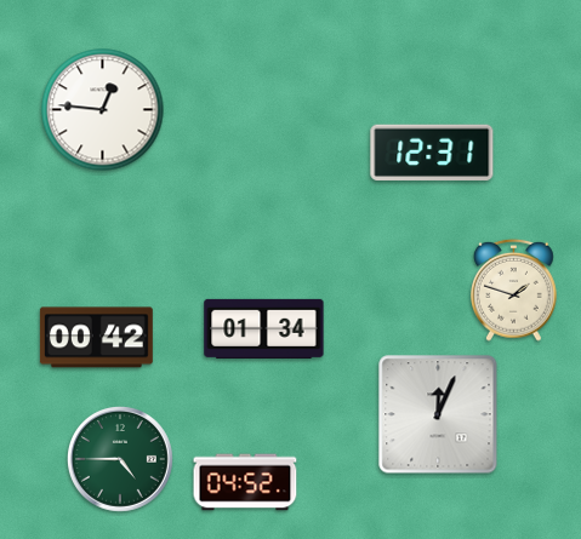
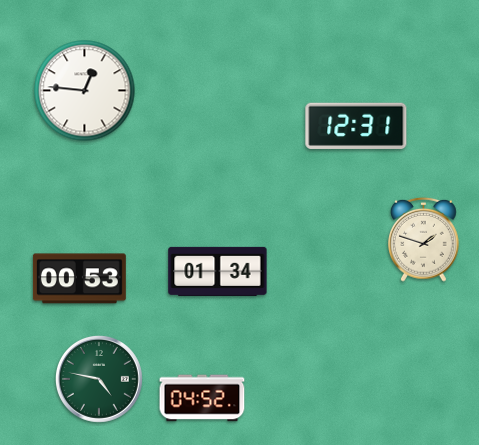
clock at (96, 338): 00:42 -> 00:53
clock at (438, 414): 12:04 -> none
clock at (120, 459): 4:45 -> 4:47
